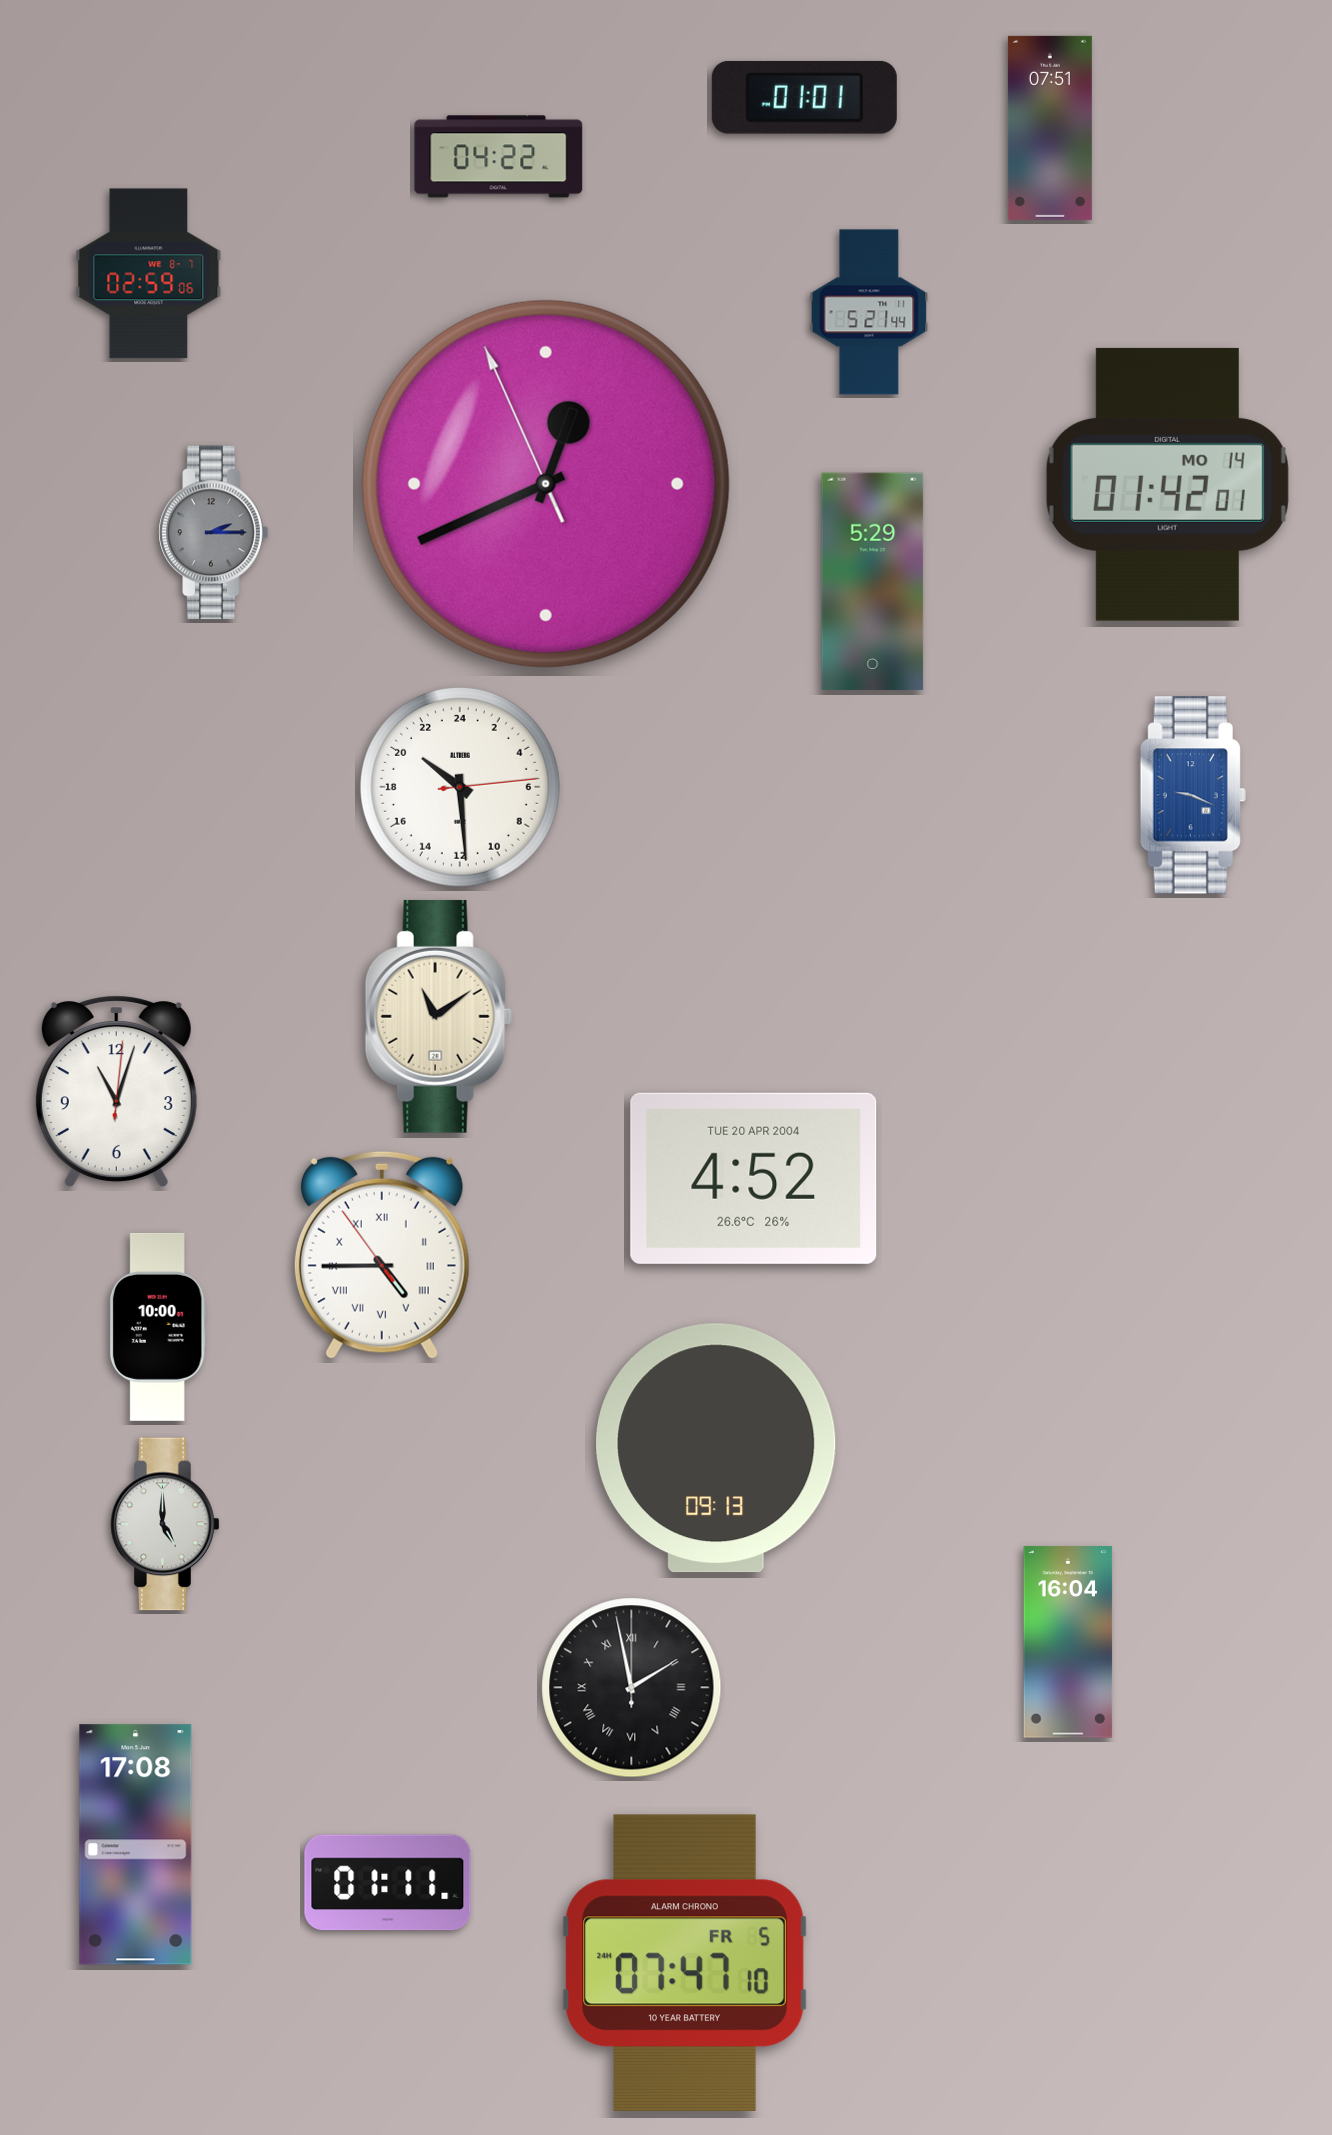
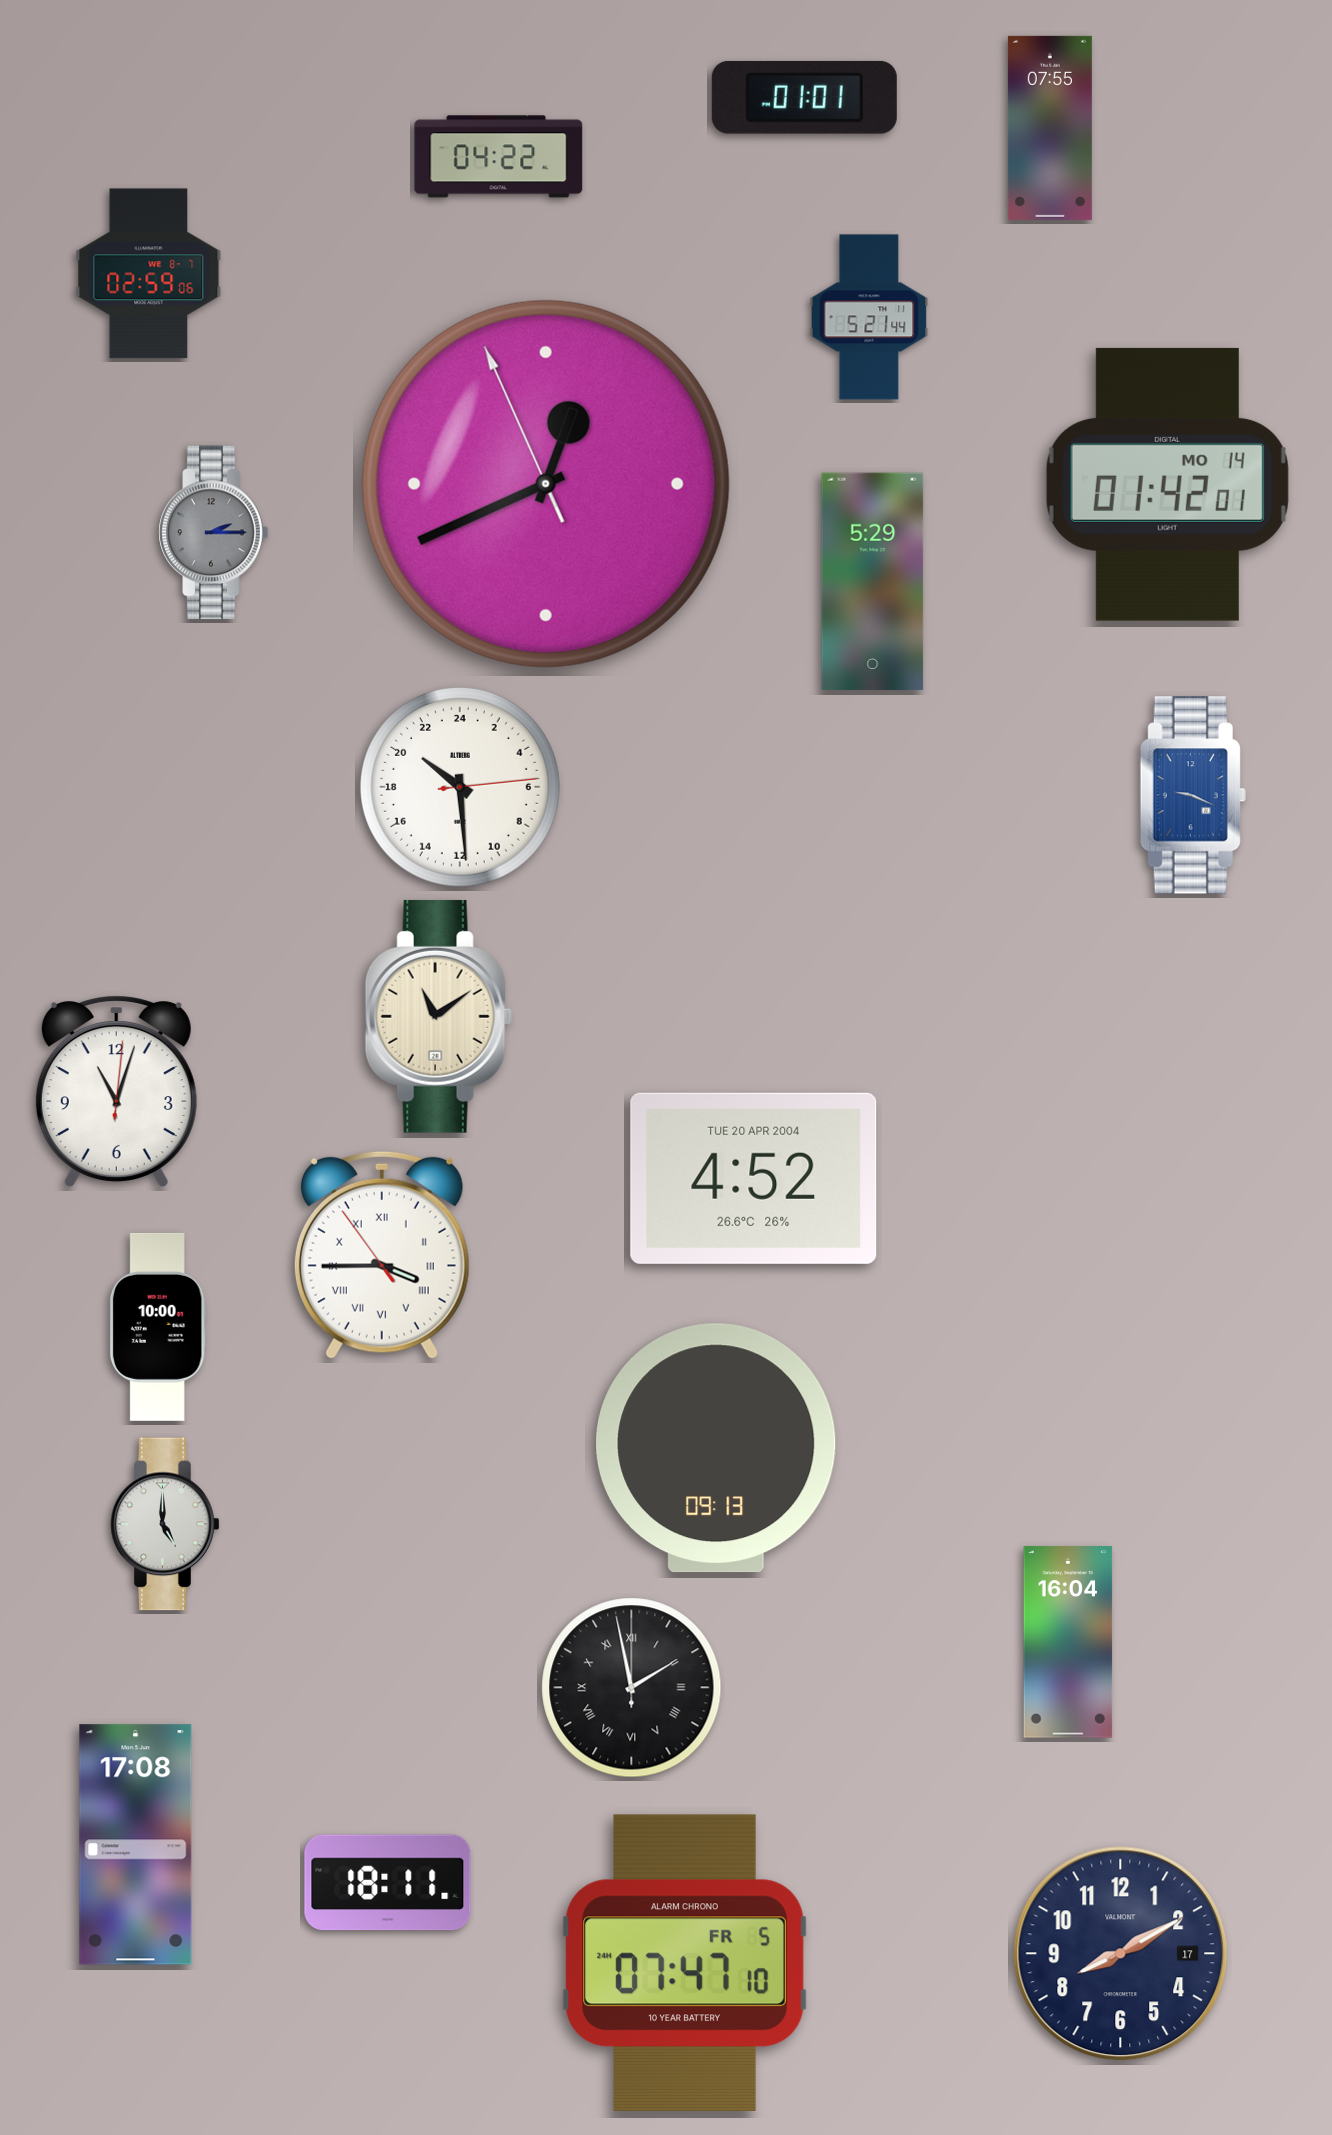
clock at (1050, 128): 07:51 -> 07:55
clock at (869, 312) position: (869, 312) -> (869, 317)
clock at (382, 1255): 4:44 -> 3:44
clock at (388, 1883): 01:11 -> 18:11
clock at (1121, 1954): none -> 8:10
